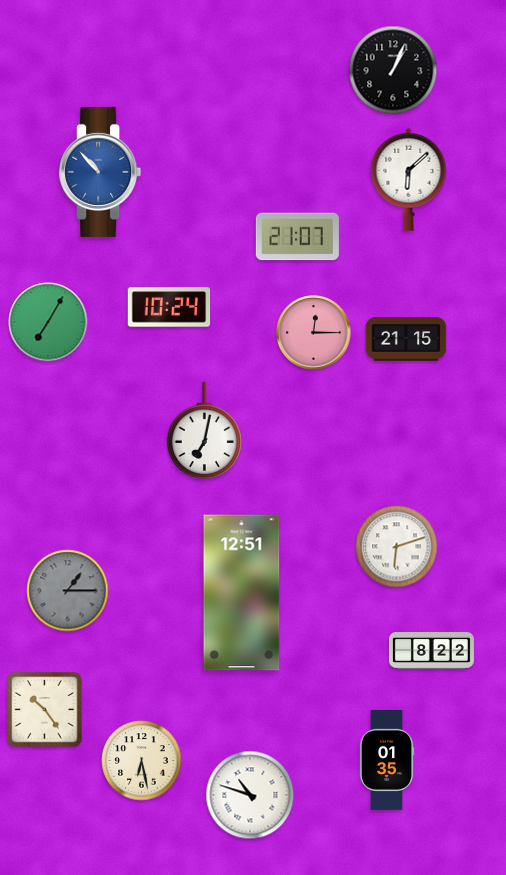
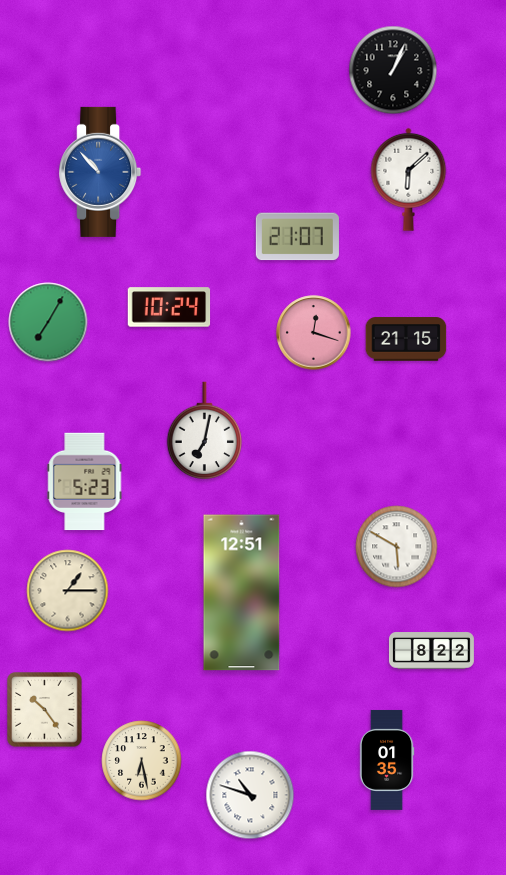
clock at (314, 333): 12:15 -> 12:18
clock at (85, 482): none -> 5:23
clock at (397, 547): 6:12 -> 5:50
clock at (68, 591) dial: grey -> cream
